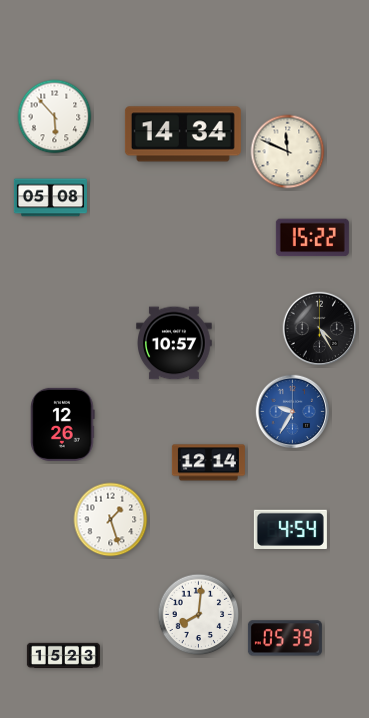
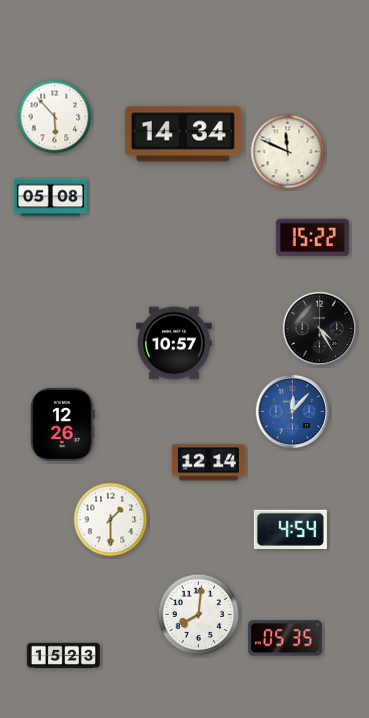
clock at (293, 412): 9:35 -> 12:07
clock at (111, 520): 1:27 -> 1:30
clock at (285, 638): 05:39 -> 05:35
